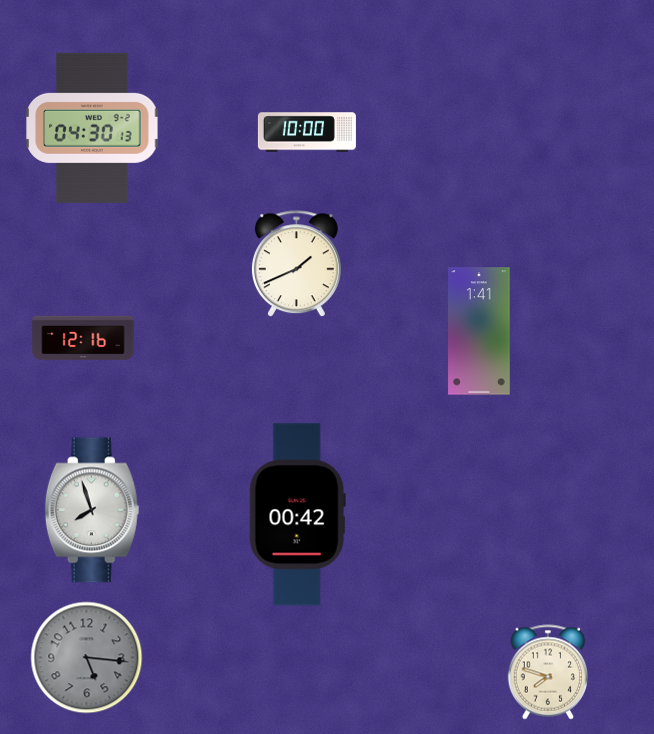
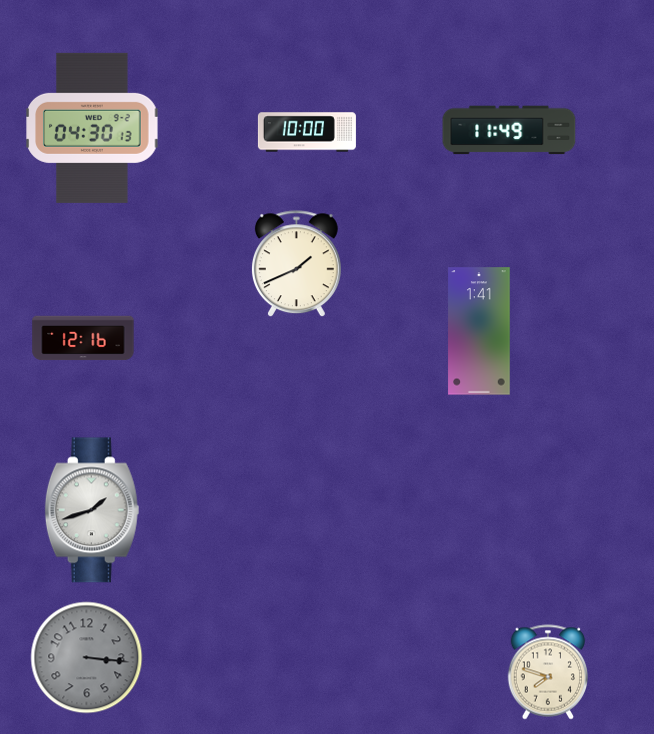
clock at (509, 130): none -> 11:49
clock at (92, 510): 7:57 -> 1:42
clock at (297, 515): 00:42 -> none
clock at (87, 658): 5:16 -> 3:16
